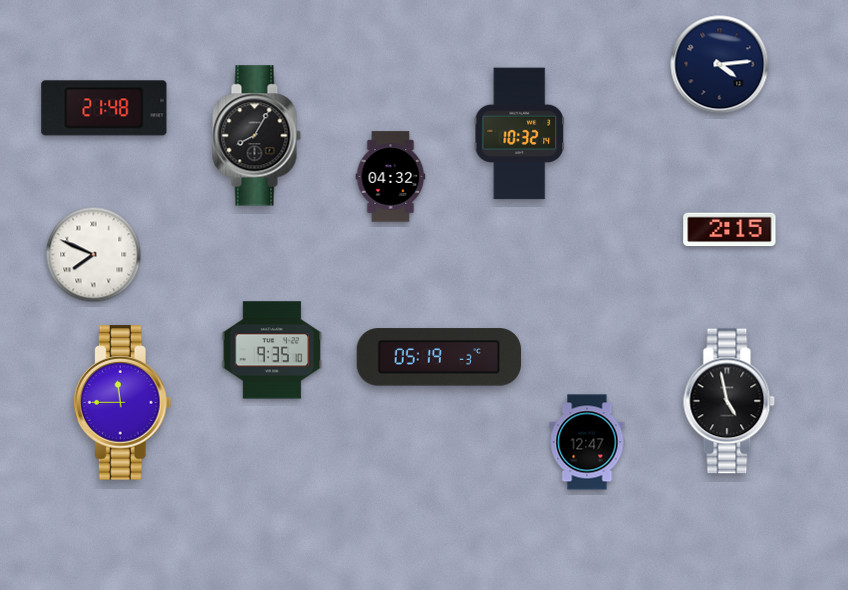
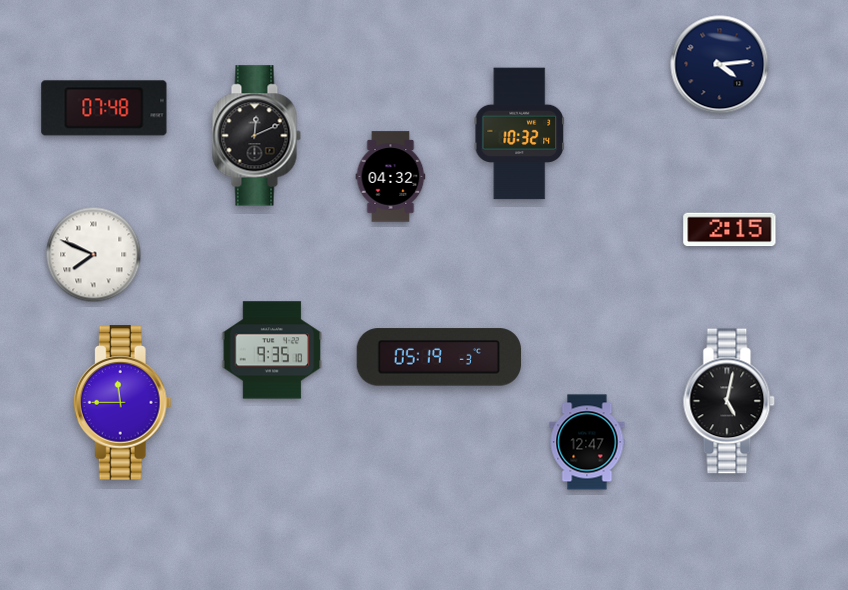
clock at (104, 108): 21:48 -> 07:48
clock at (256, 136): 8:05 -> 12:11
clock at (729, 401): 4:58 -> 5:02
